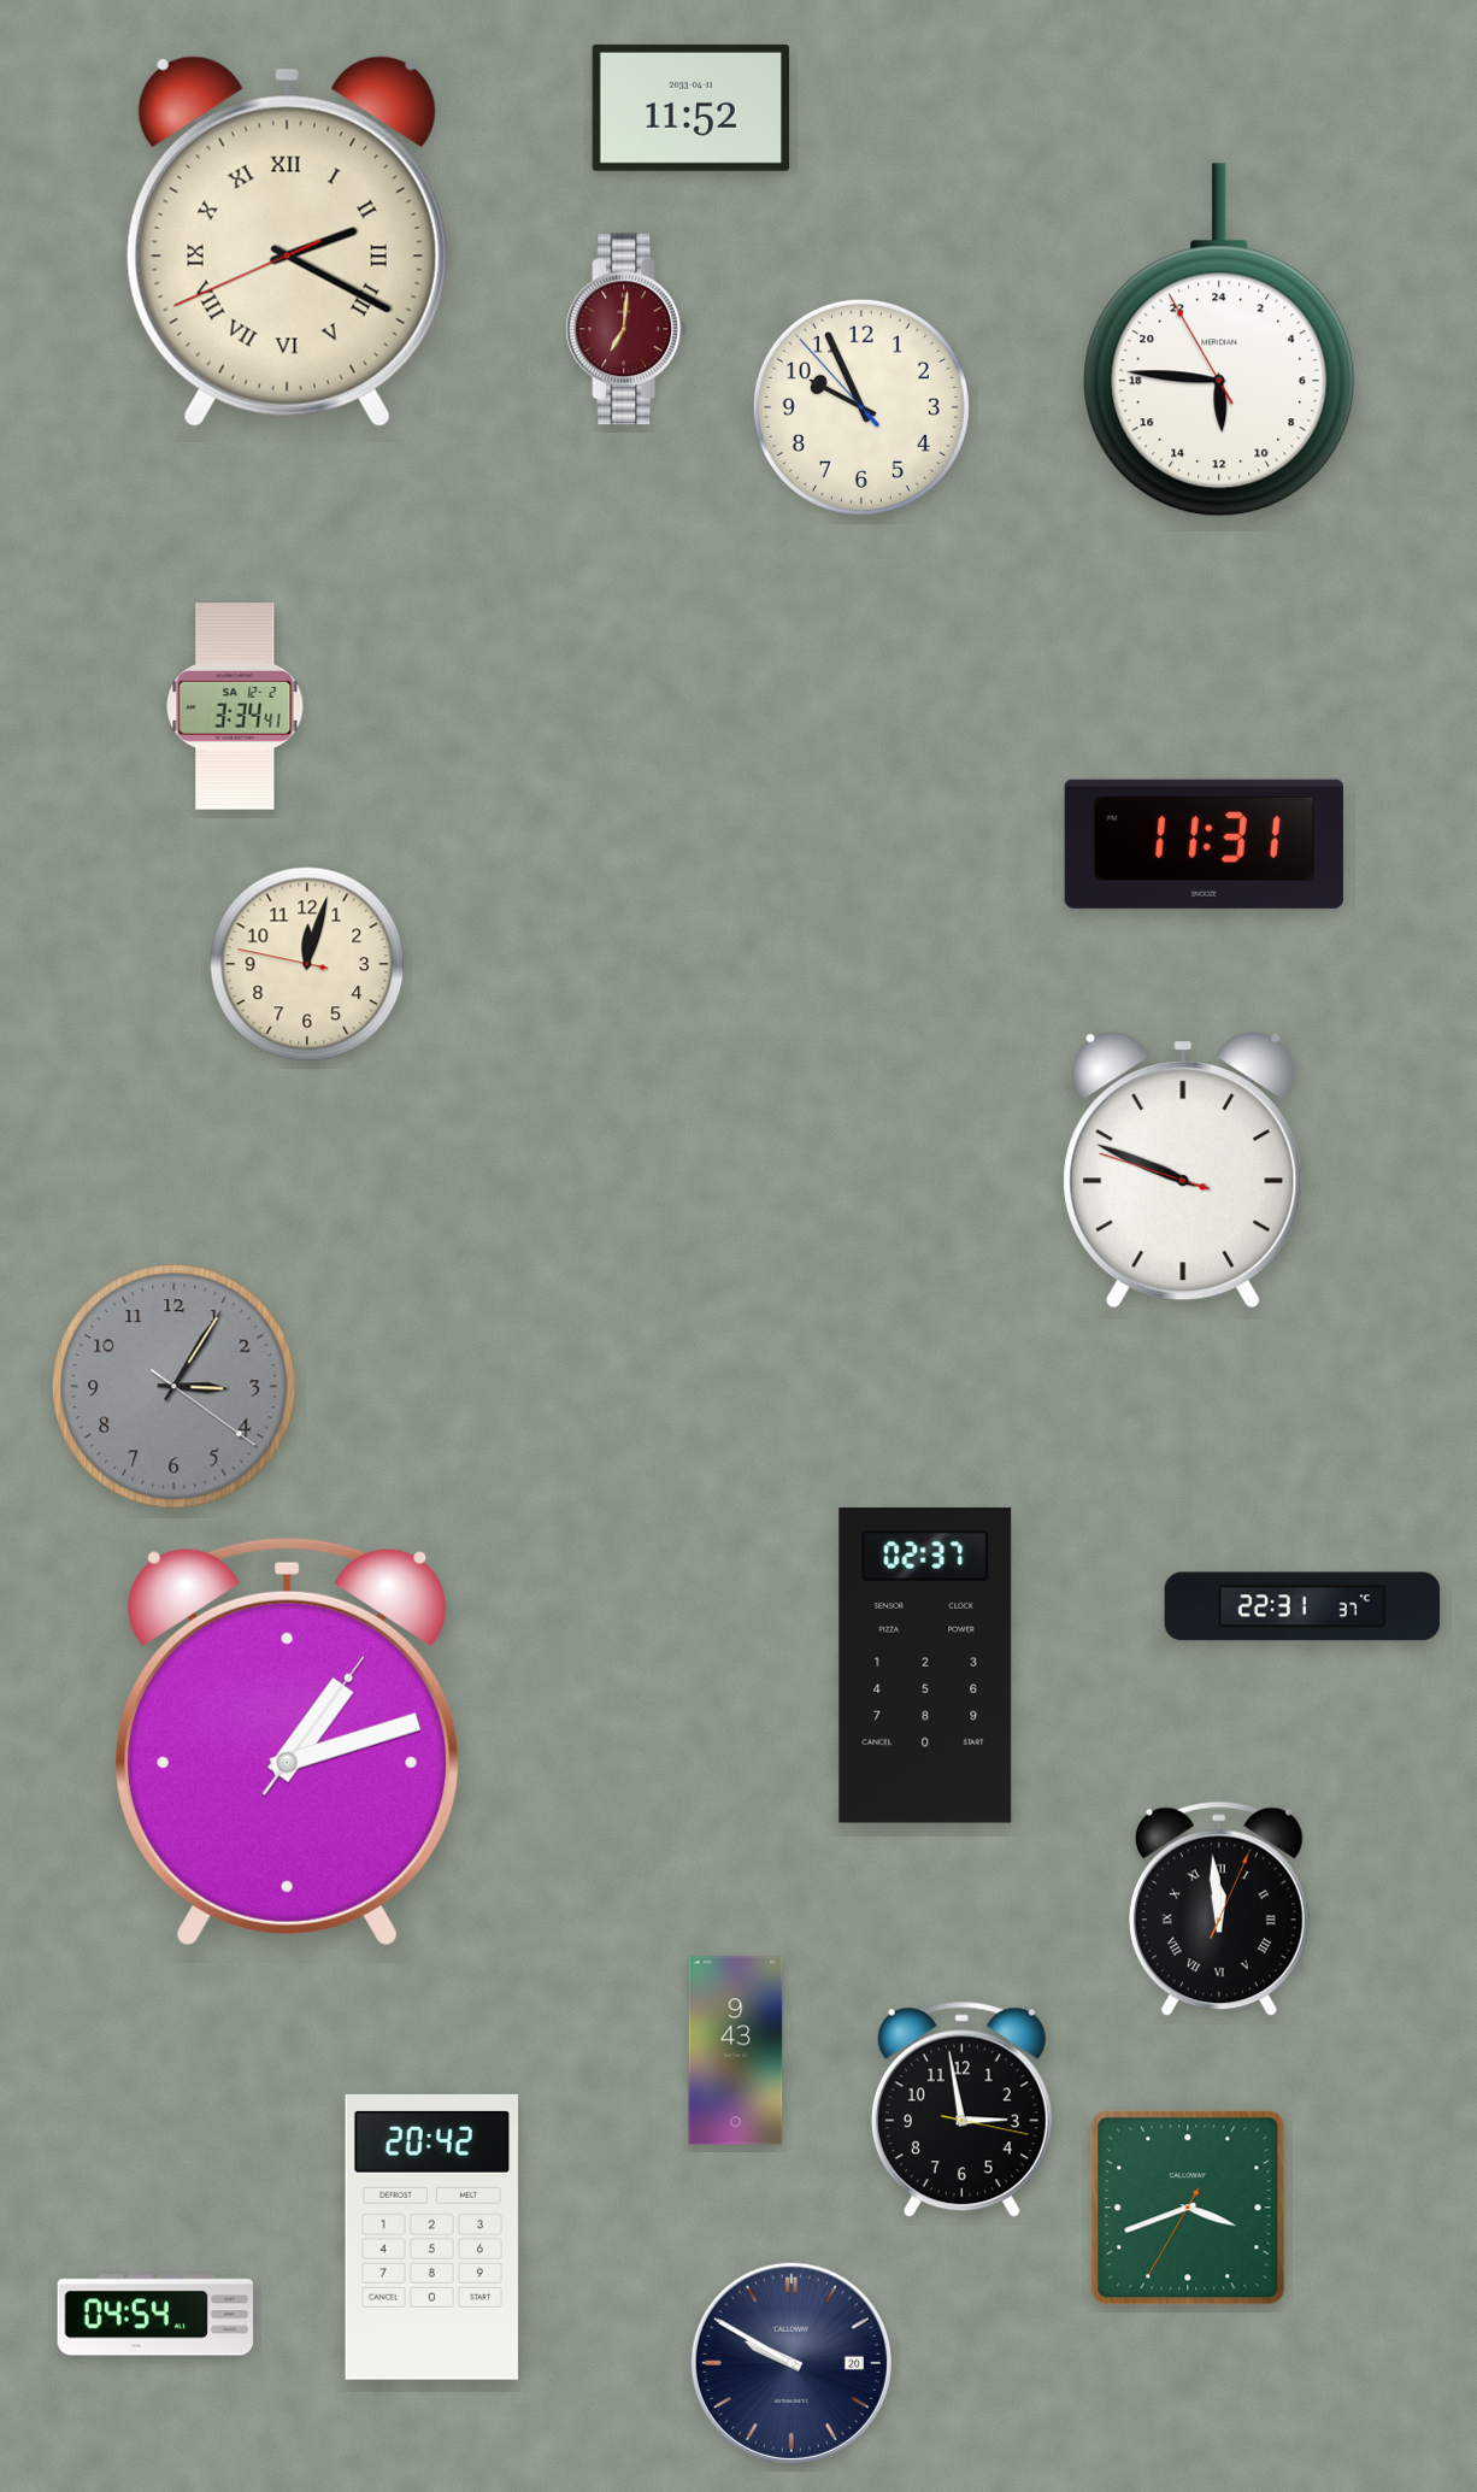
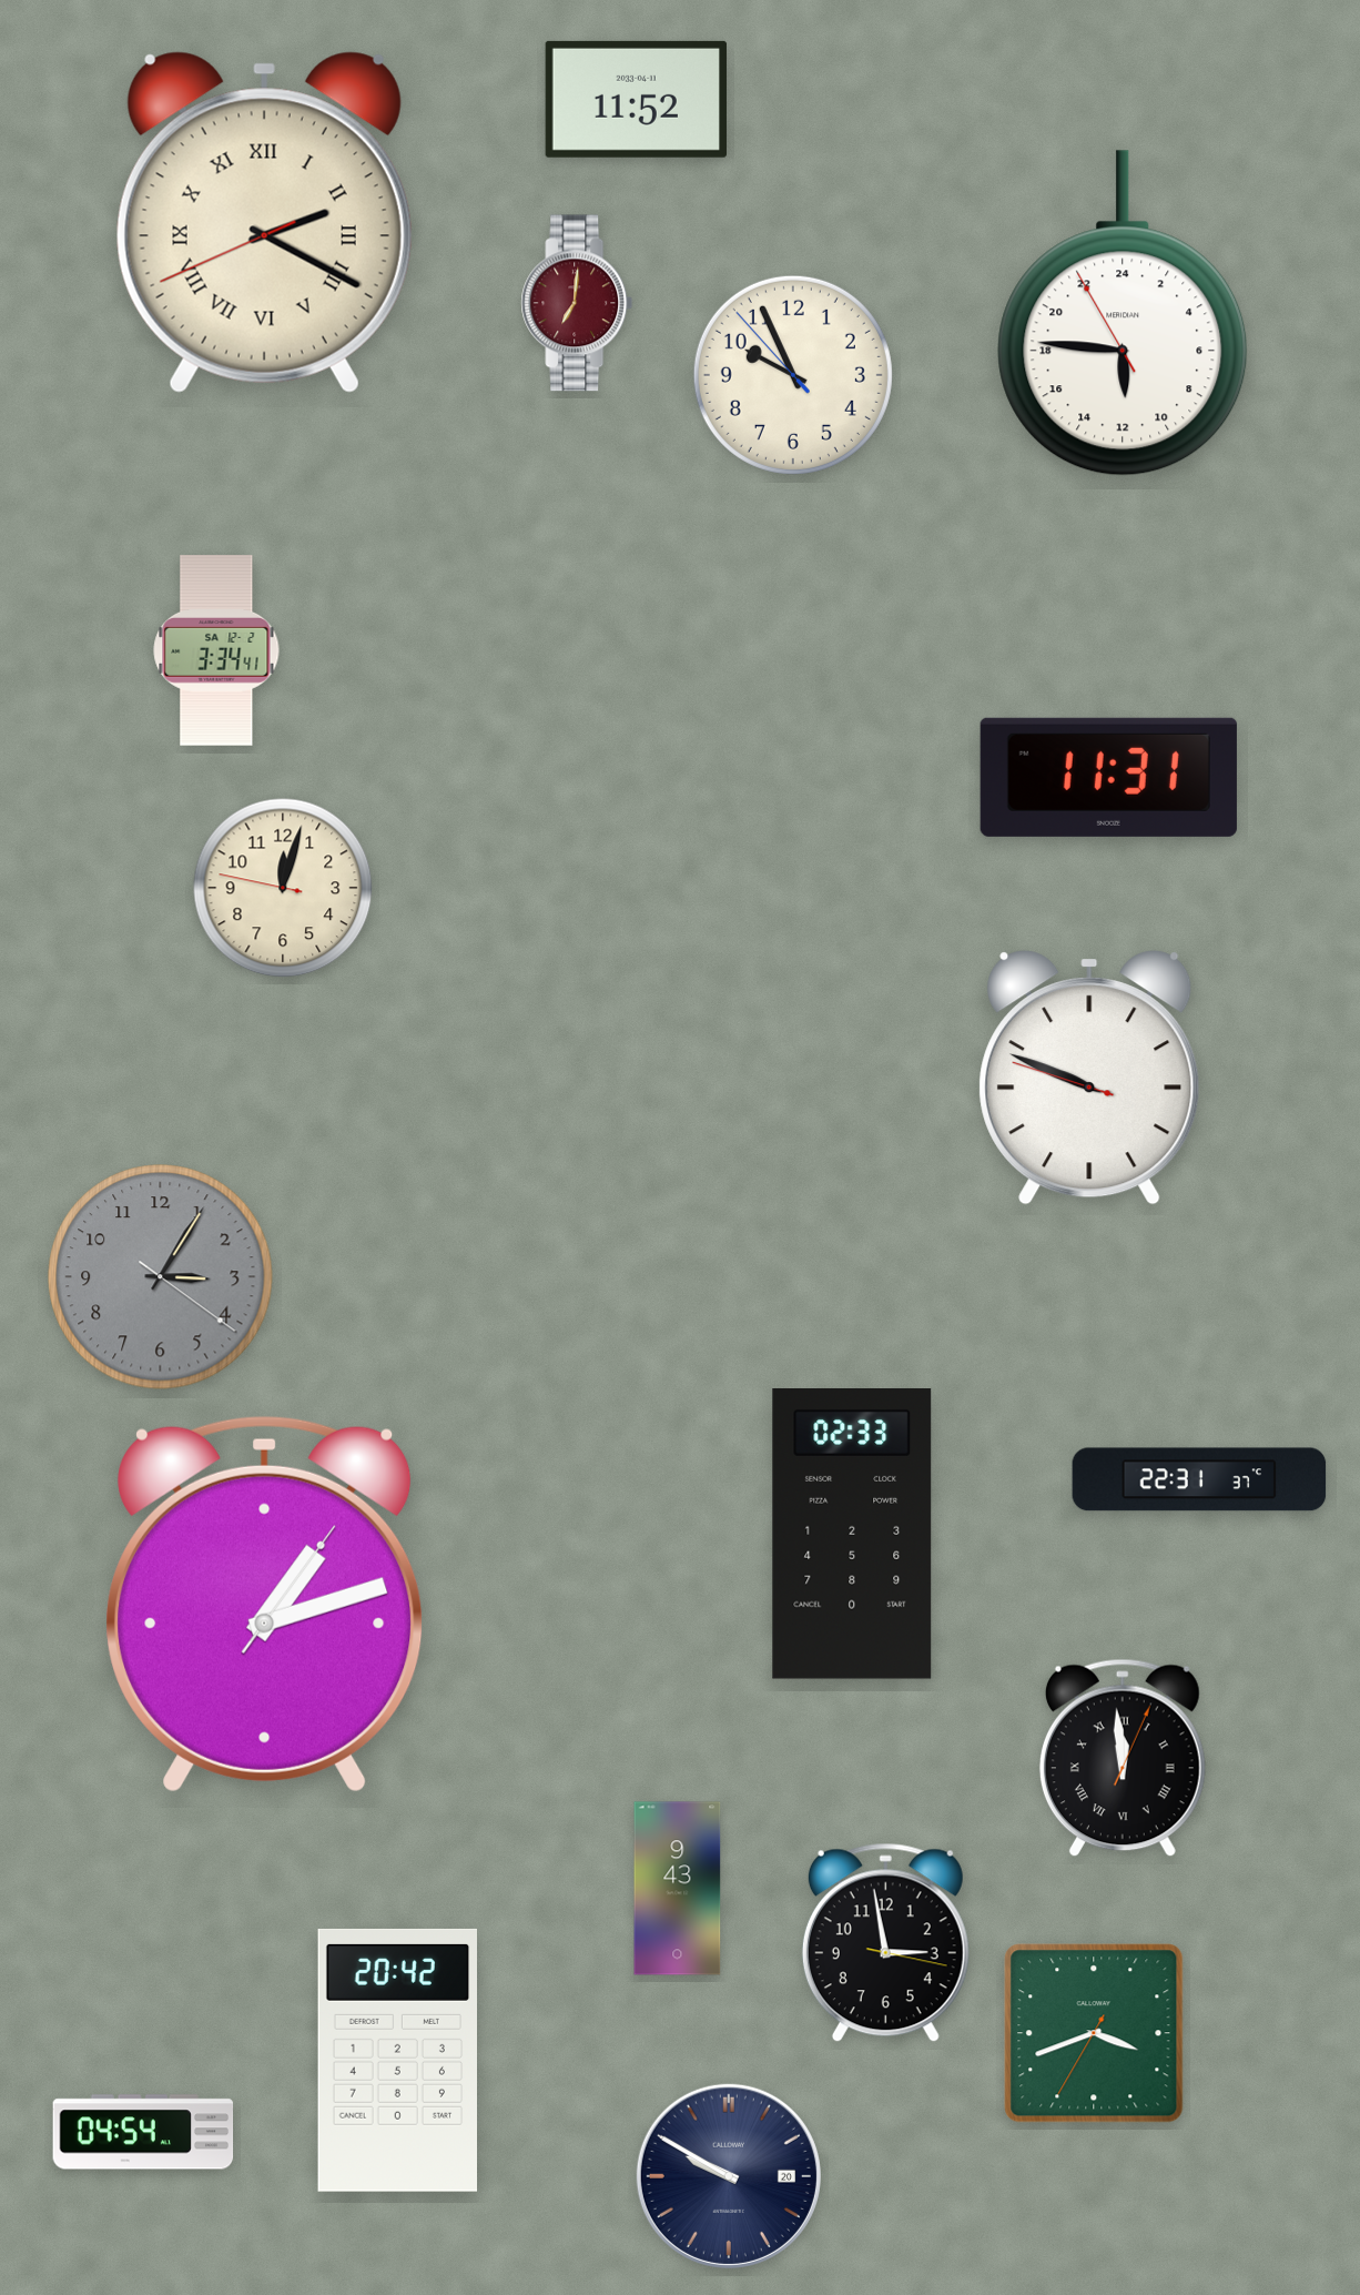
clock at (925, 1667): 02:37 -> 02:33
